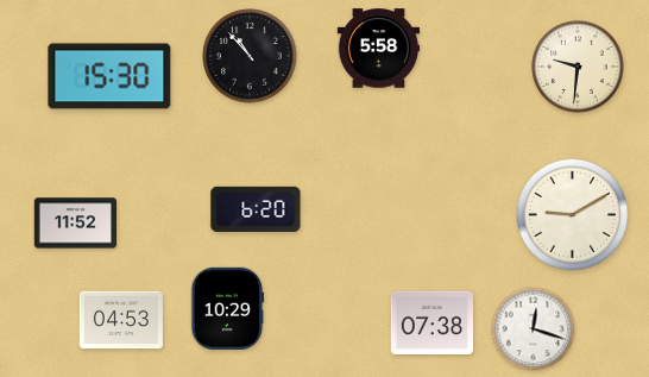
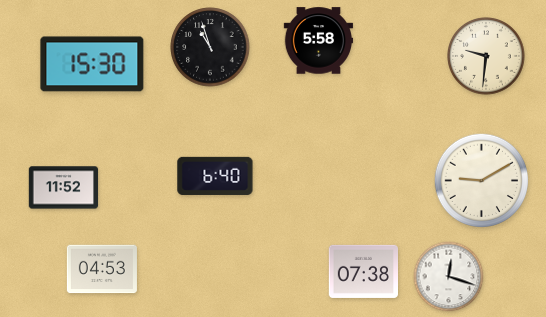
clock at (250, 56): 10:53 -> 10:57
clock at (256, 209): 6:20 -> 6:40
clock at (227, 308): 10:29 -> none
